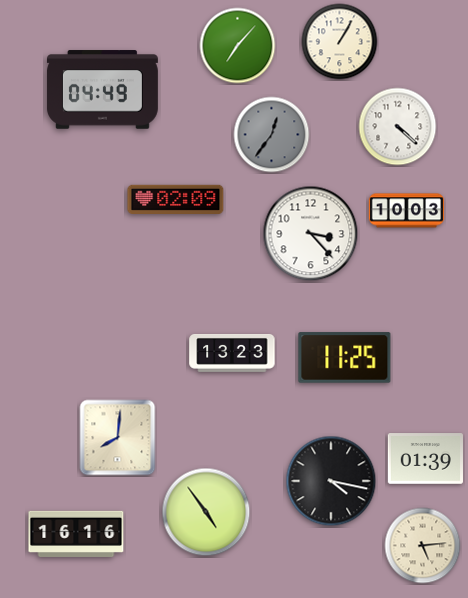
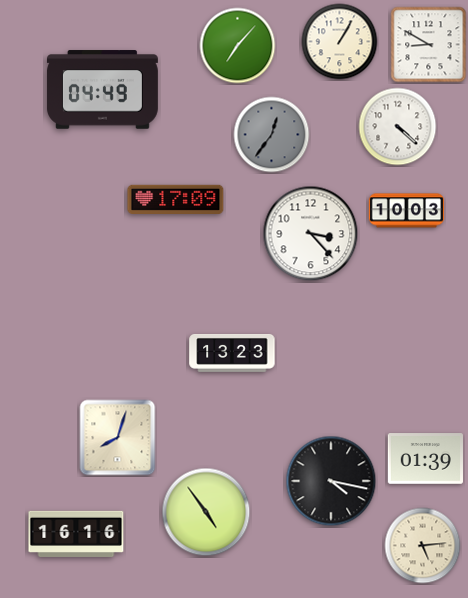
clock at (429, 45): none -> 8:50
clock at (176, 199): 02:09 -> 17:09
clock at (345, 358): 11:25 -> none
clock at (118, 438): 8:01 -> 8:03
